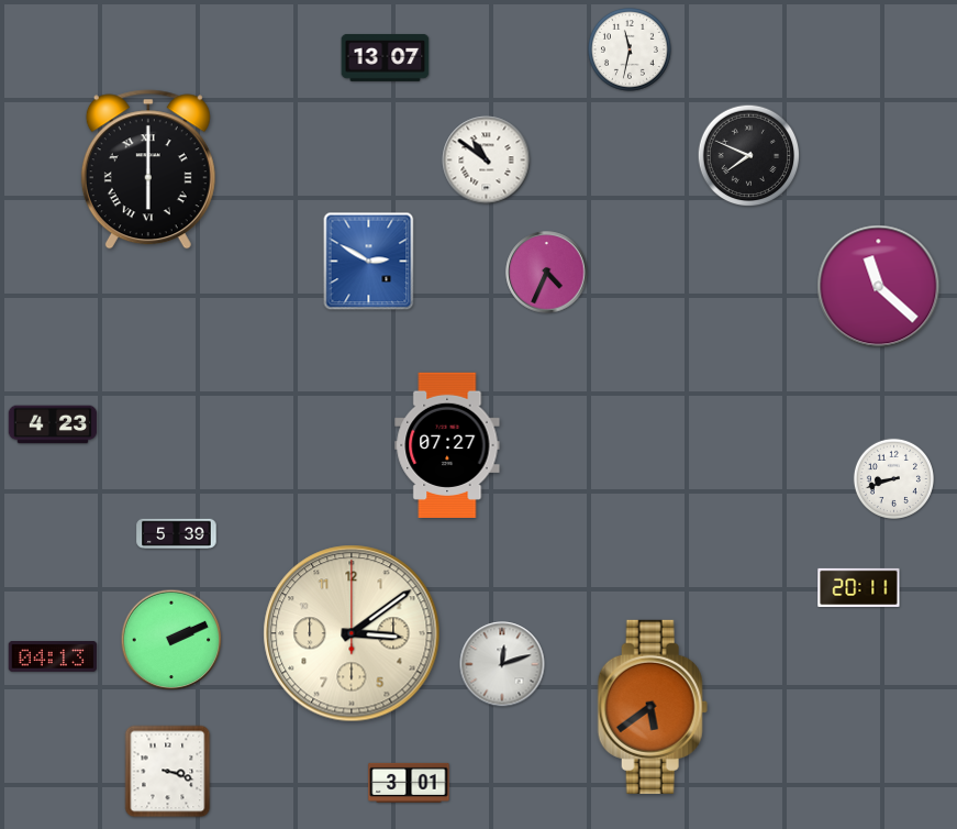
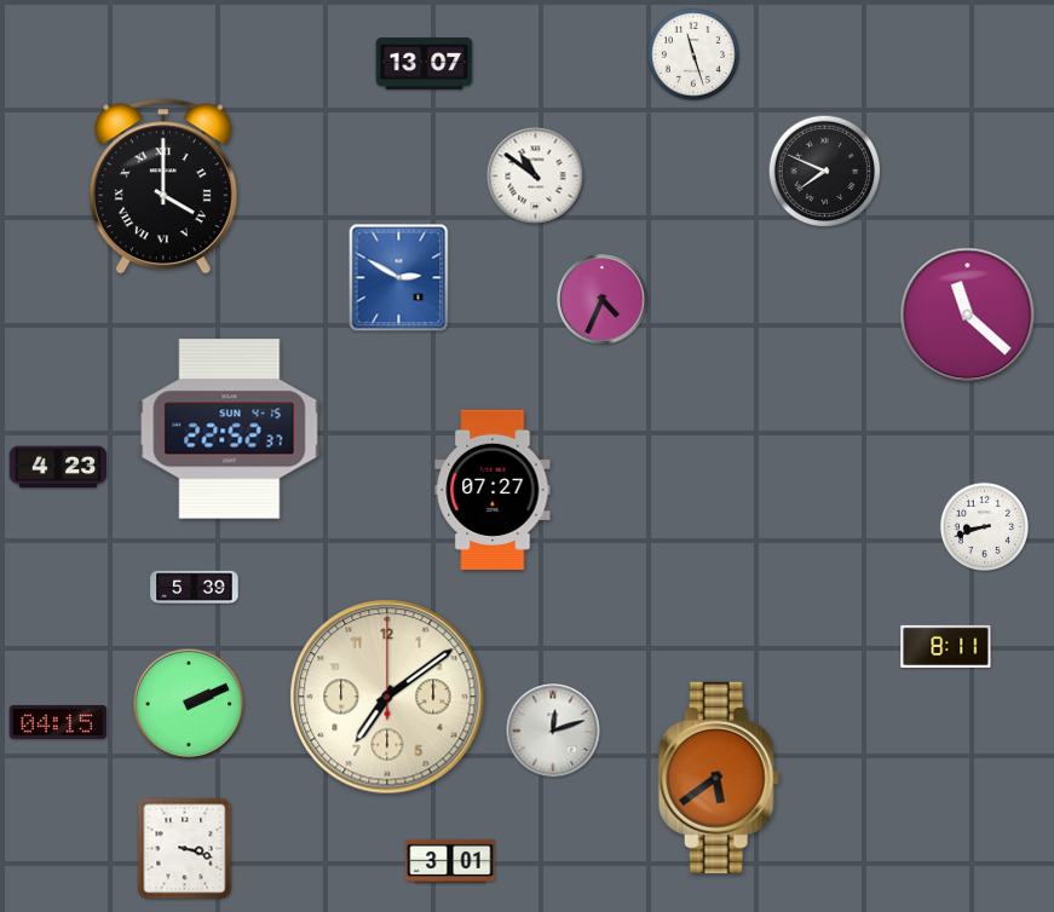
clock at (631, 51): 11:32 -> 11:27
clock at (148, 169): 6:00 -> 4:00
clock at (369, 262) position: (369, 262) -> (399, 278)
clock at (230, 429): none -> 22:52
clock at (859, 587): 20:11 -> 8:11
clock at (352, 633): 3:09 -> 7:09
clock at (53, 657): 04:13 -> 04:15
